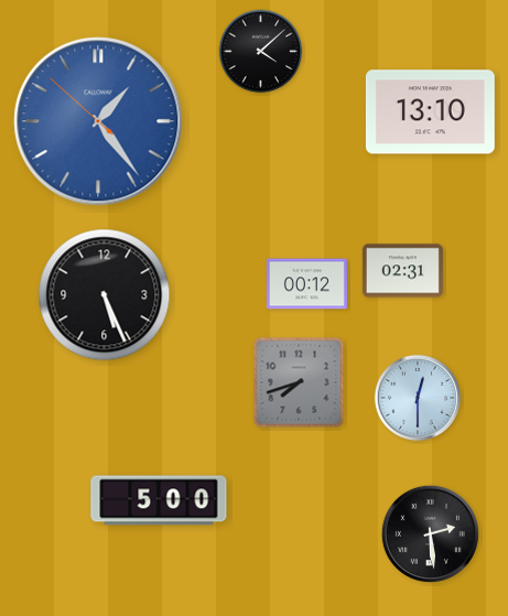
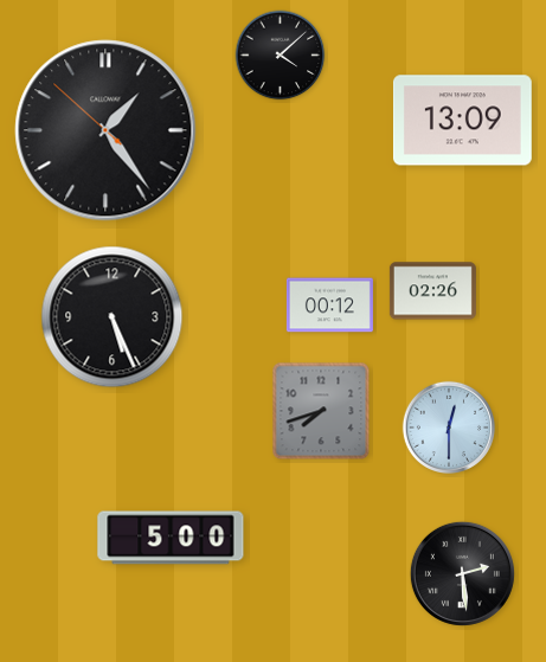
clock at (430, 112): 13:10 -> 13:09
clock at (98, 121) dial: blue -> black
clock at (402, 271): 02:31 -> 02:26
